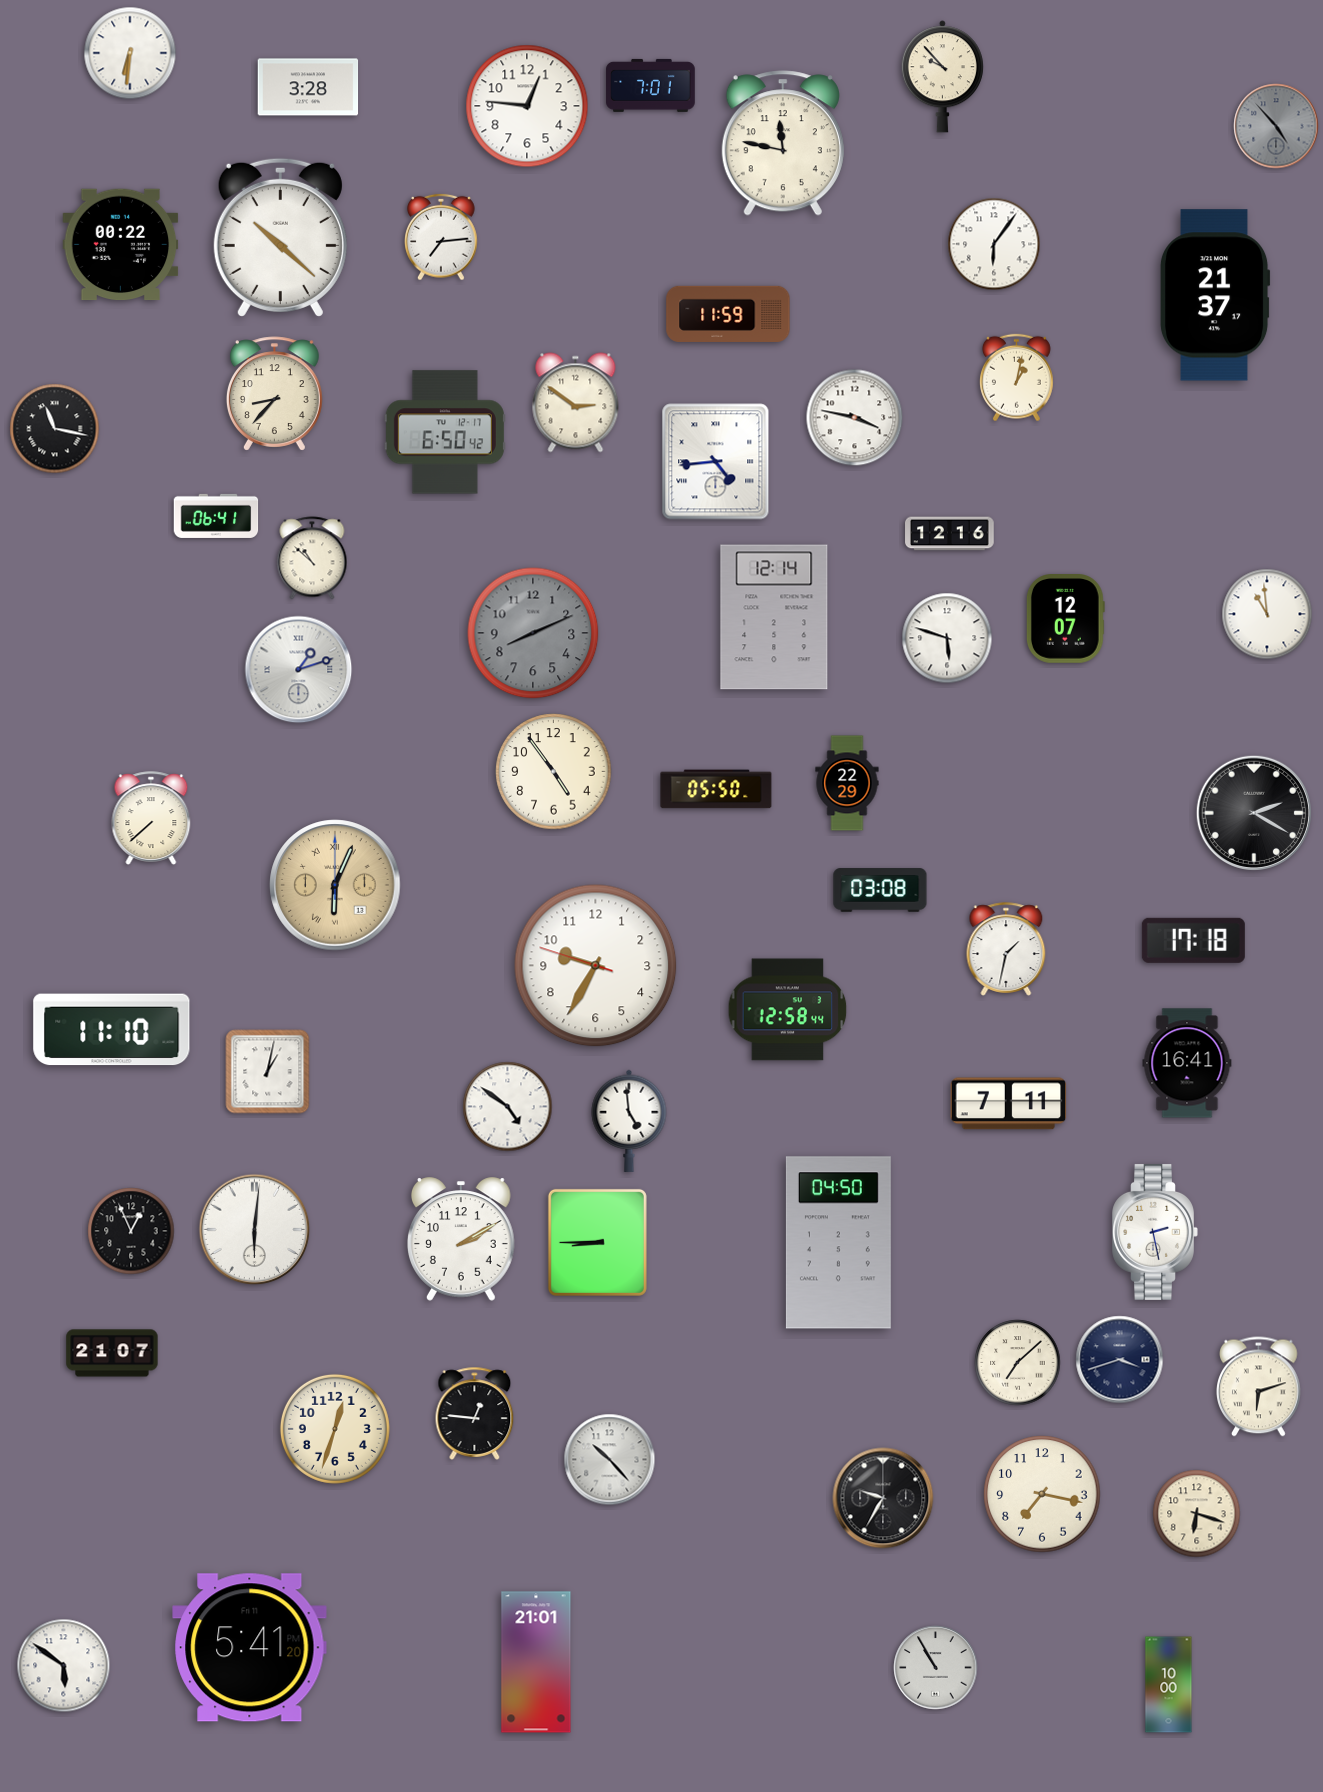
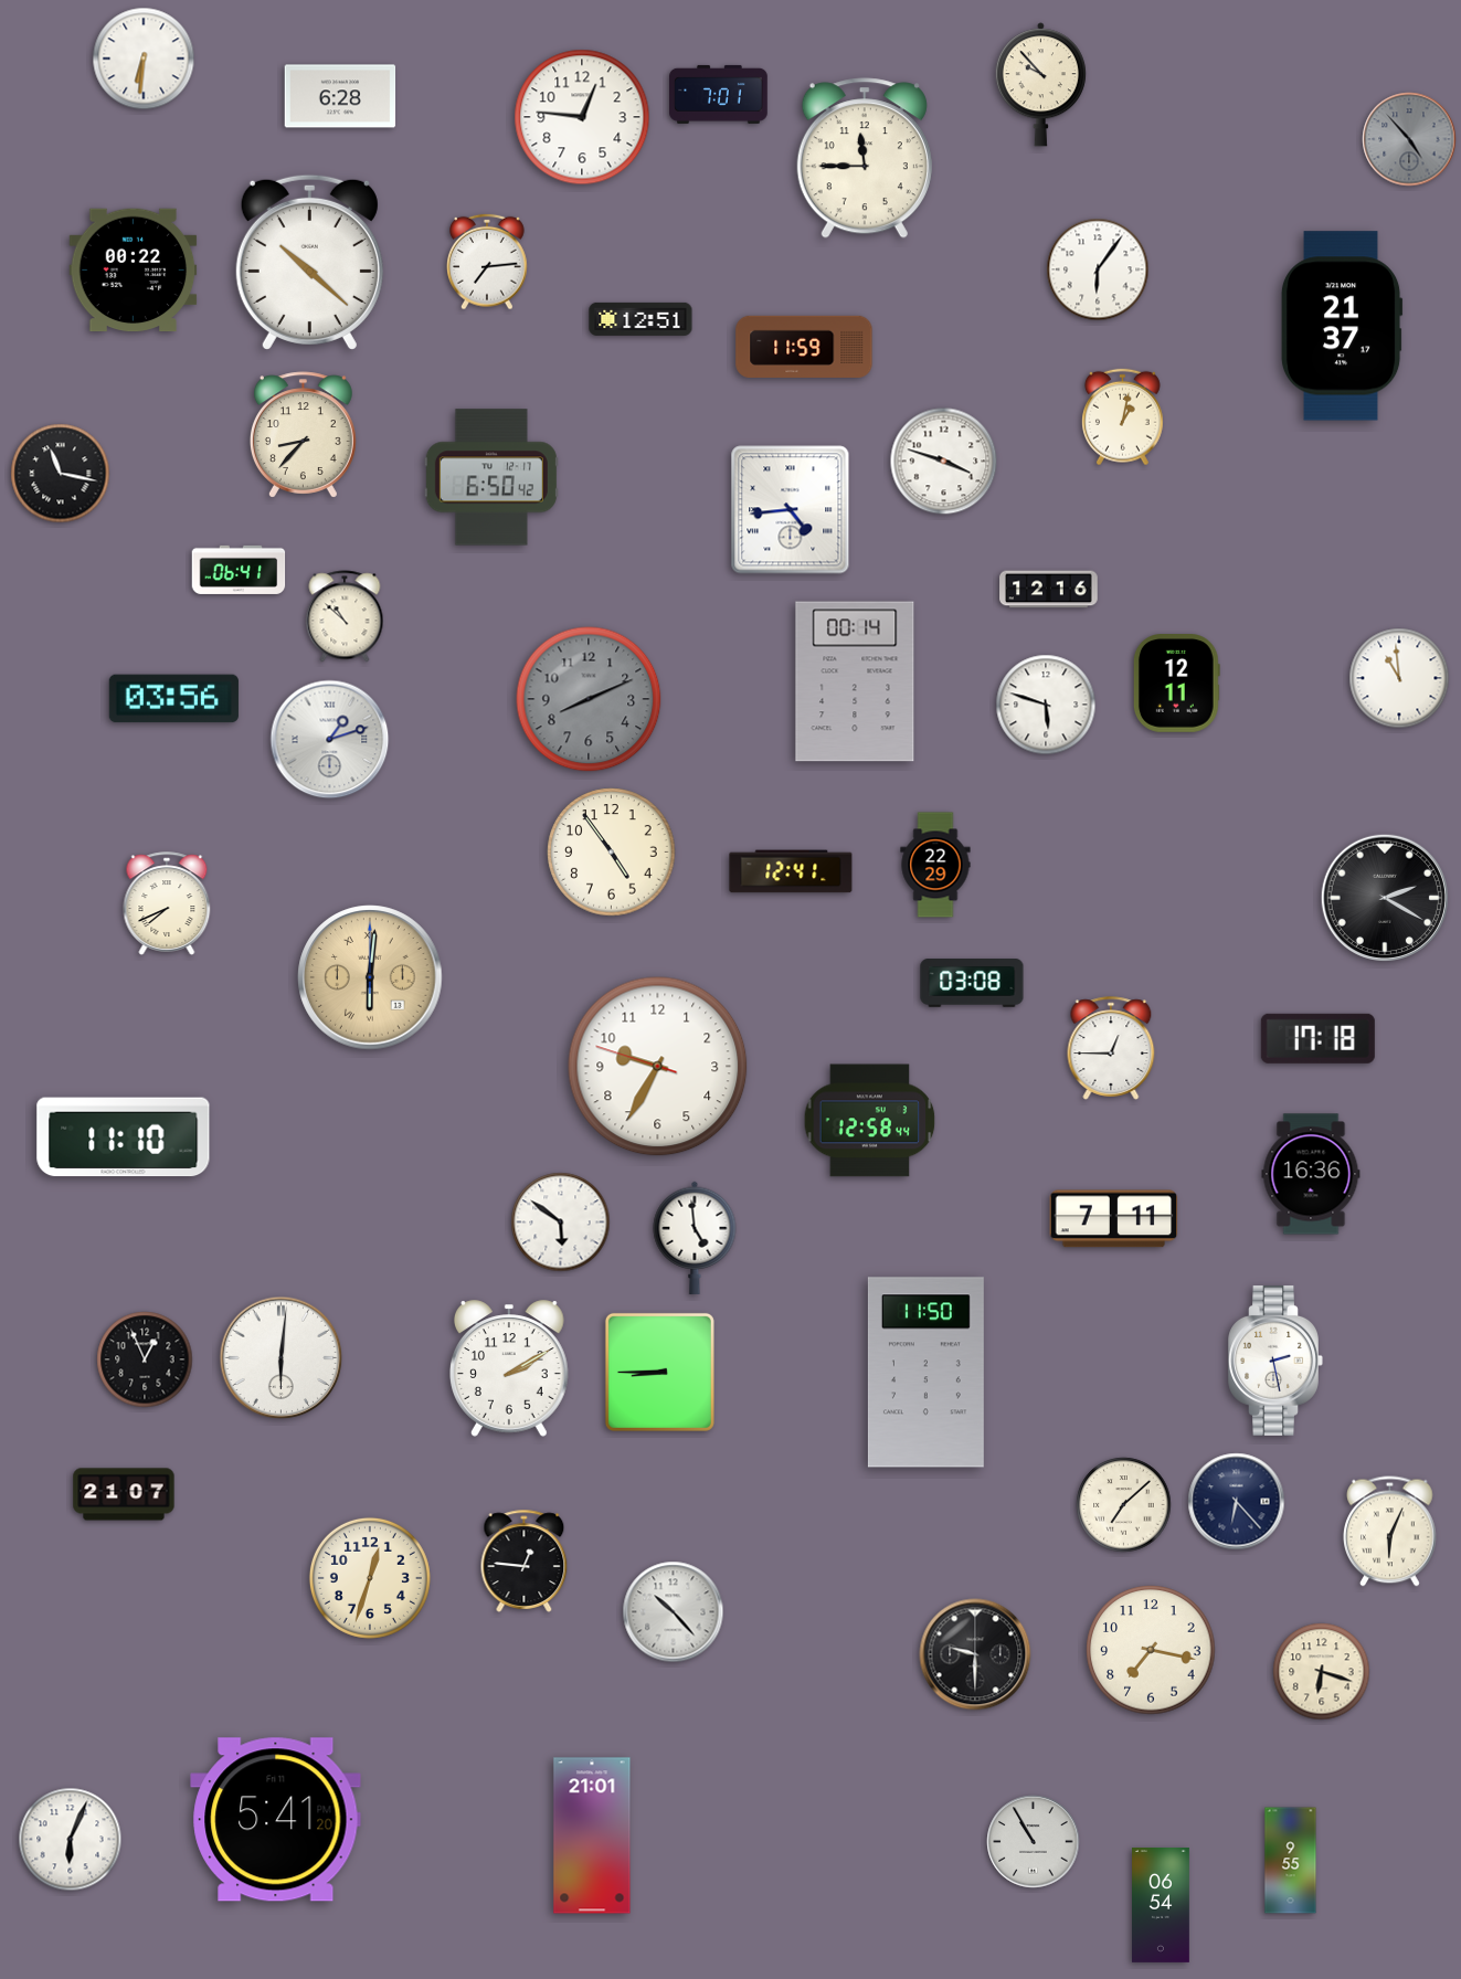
clock at (308, 87): 3:28 -> 6:28
clock at (783, 143): 11:47 -> 11:45
clock at (640, 319): none -> 12:51
clock at (576, 403): 2:51 -> none
clock at (855, 418): 3:47 -> 3:48
clock at (774, 617): 12:14 -> 00:14
clock at (1065, 619): 12:07 -> 12:11
clock at (173, 699): none -> 03:56
clock at (716, 789): 05:50 -> 12:41
clock at (151, 818): 7:38 -> 7:41
clock at (335, 885): 6:04 -> 6:01
clock at (1006, 949): 1:32 -> 12:45
clock at (788, 1010) position: (788, 1010) -> (870, 1121)
clock at (1187, 1063): 16:41 -> 16:36
clock at (268, 1072): 1:02 -> none
clock at (508, 1107): 4:51 -> 5:51
clock at (838, 1243): 04:50 -> 11:50
clock at (1120, 1360): 3:42 -> 6:23
clock at (1259, 1387): 6:12 -> 6:04
clock at (883, 1498): 9:35 -> 9:30
clock at (64, 1666): 5:51 -> 6:04
clock at (1169, 1685): 10:00 -> 9:55
clock at (1162, 1906): none -> 06:54
